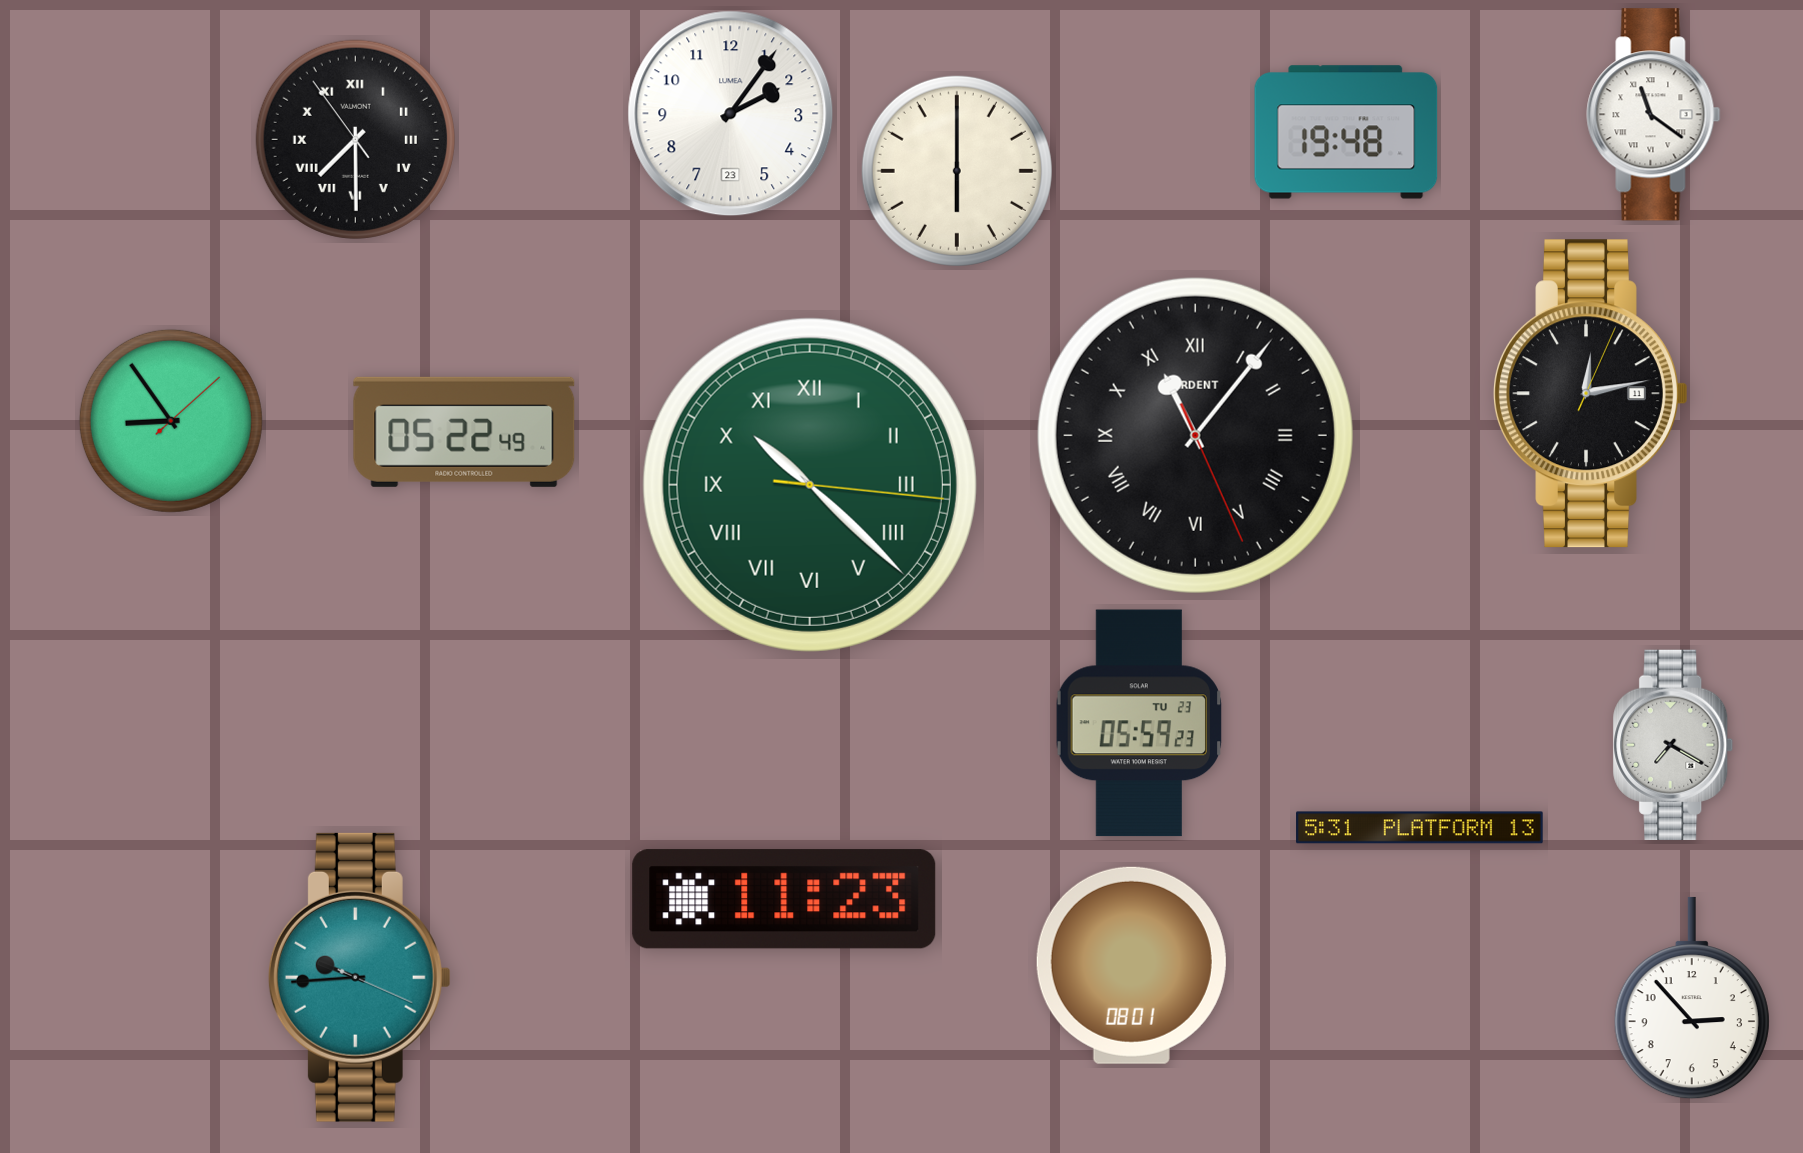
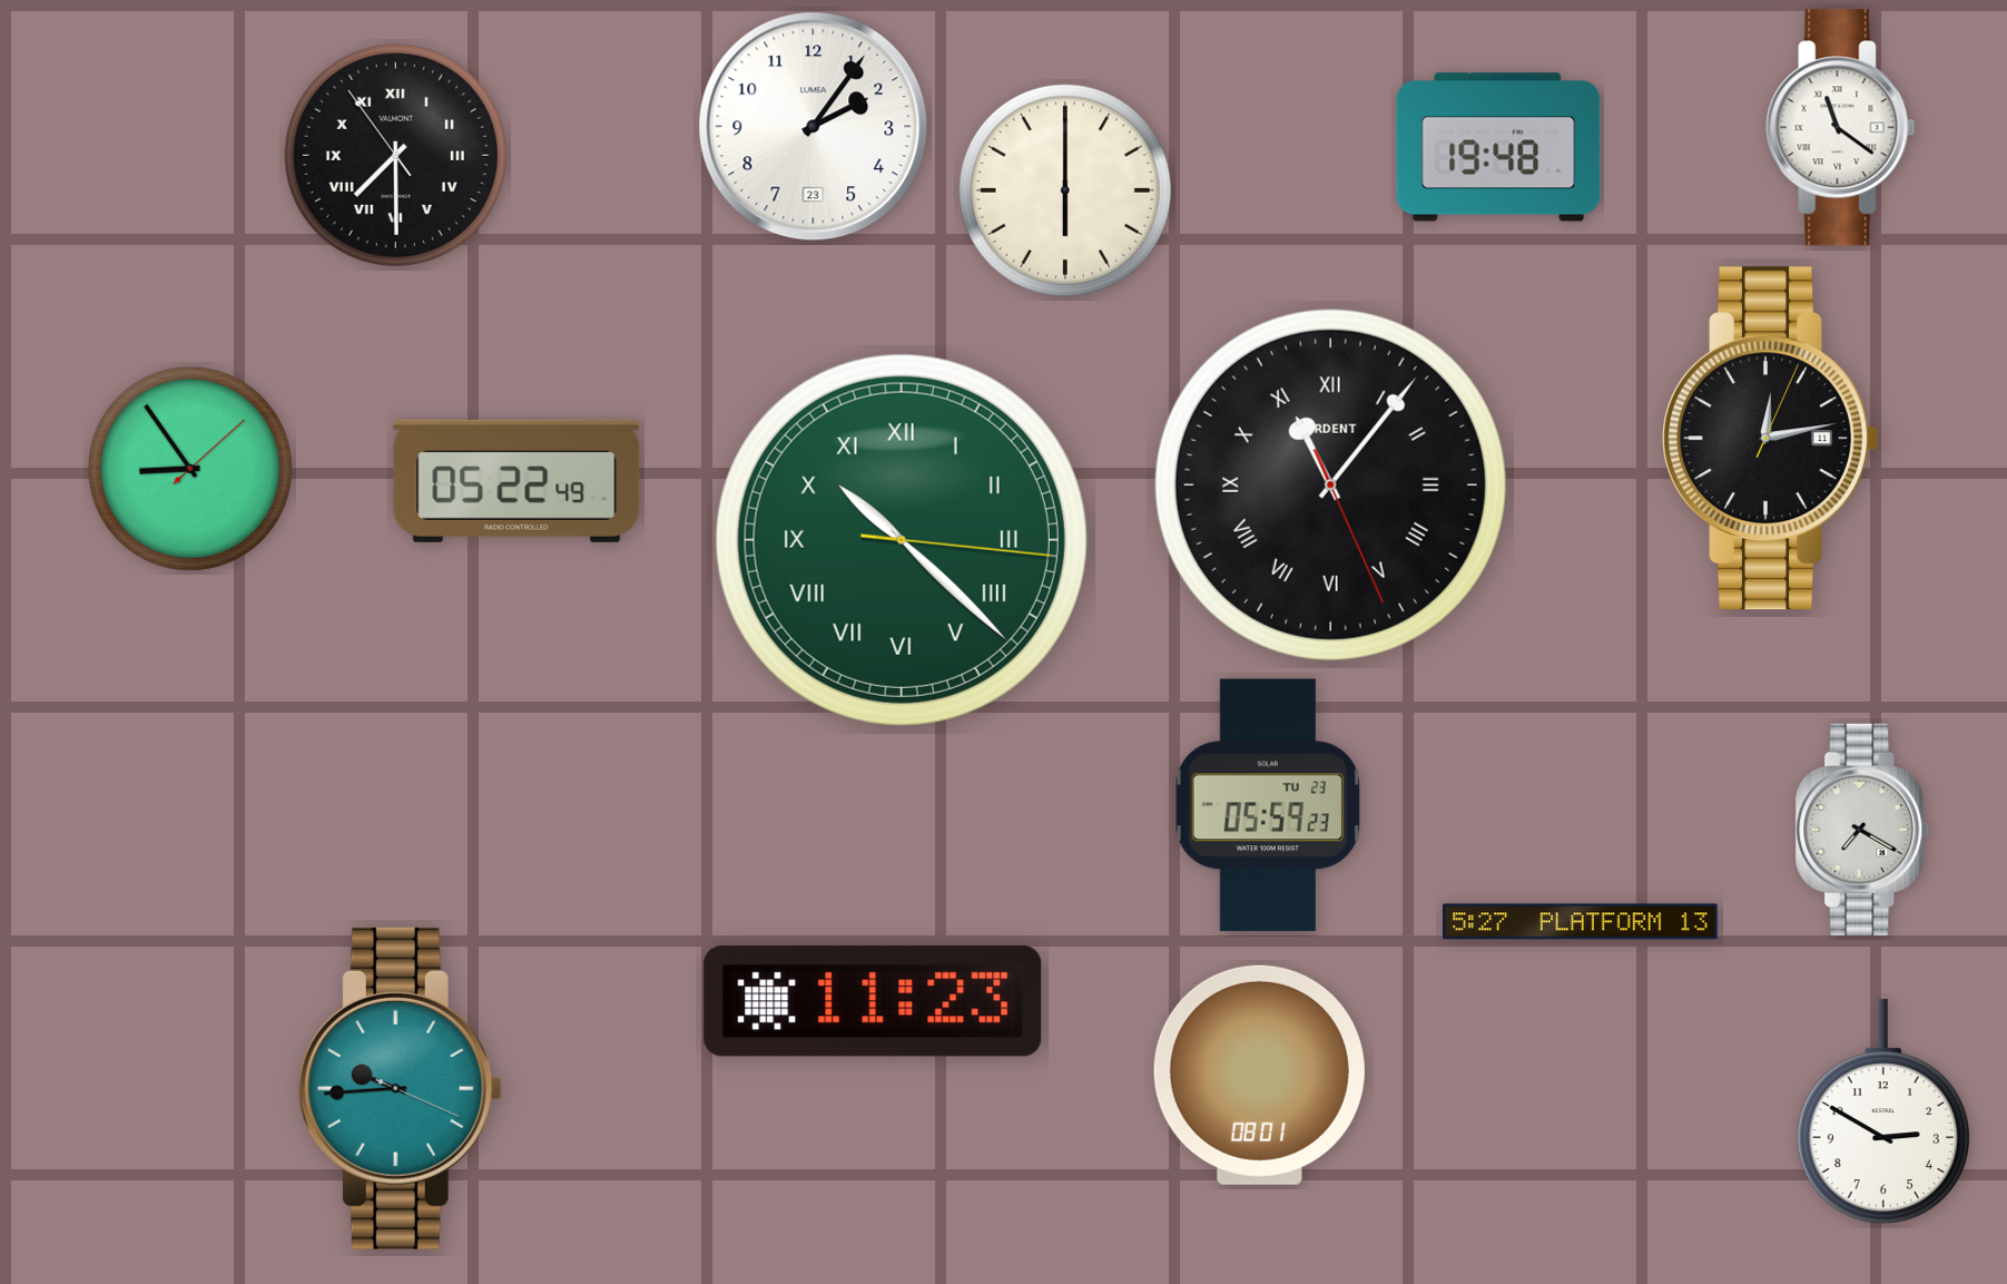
clock at (1420, 828): 5:31 -> 5:27
clock at (1692, 998): 2:53 -> 2:50
